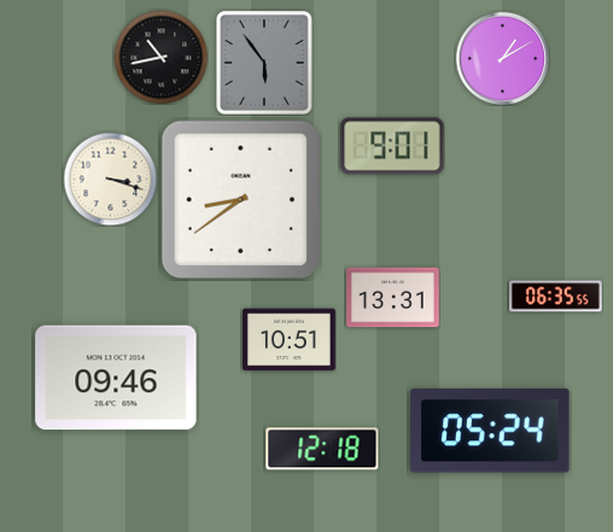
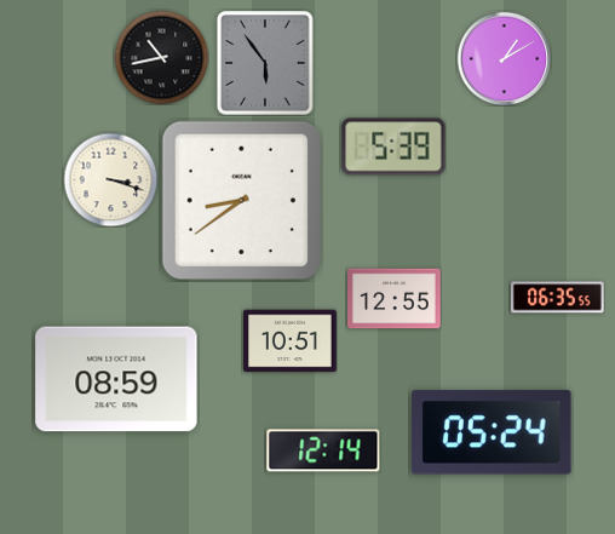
clock at (392, 146): 9:01 -> 5:39
clock at (393, 298): 13:31 -> 12:55
clock at (116, 378): 09:46 -> 08:59
clock at (322, 449): 12:18 -> 12:14
